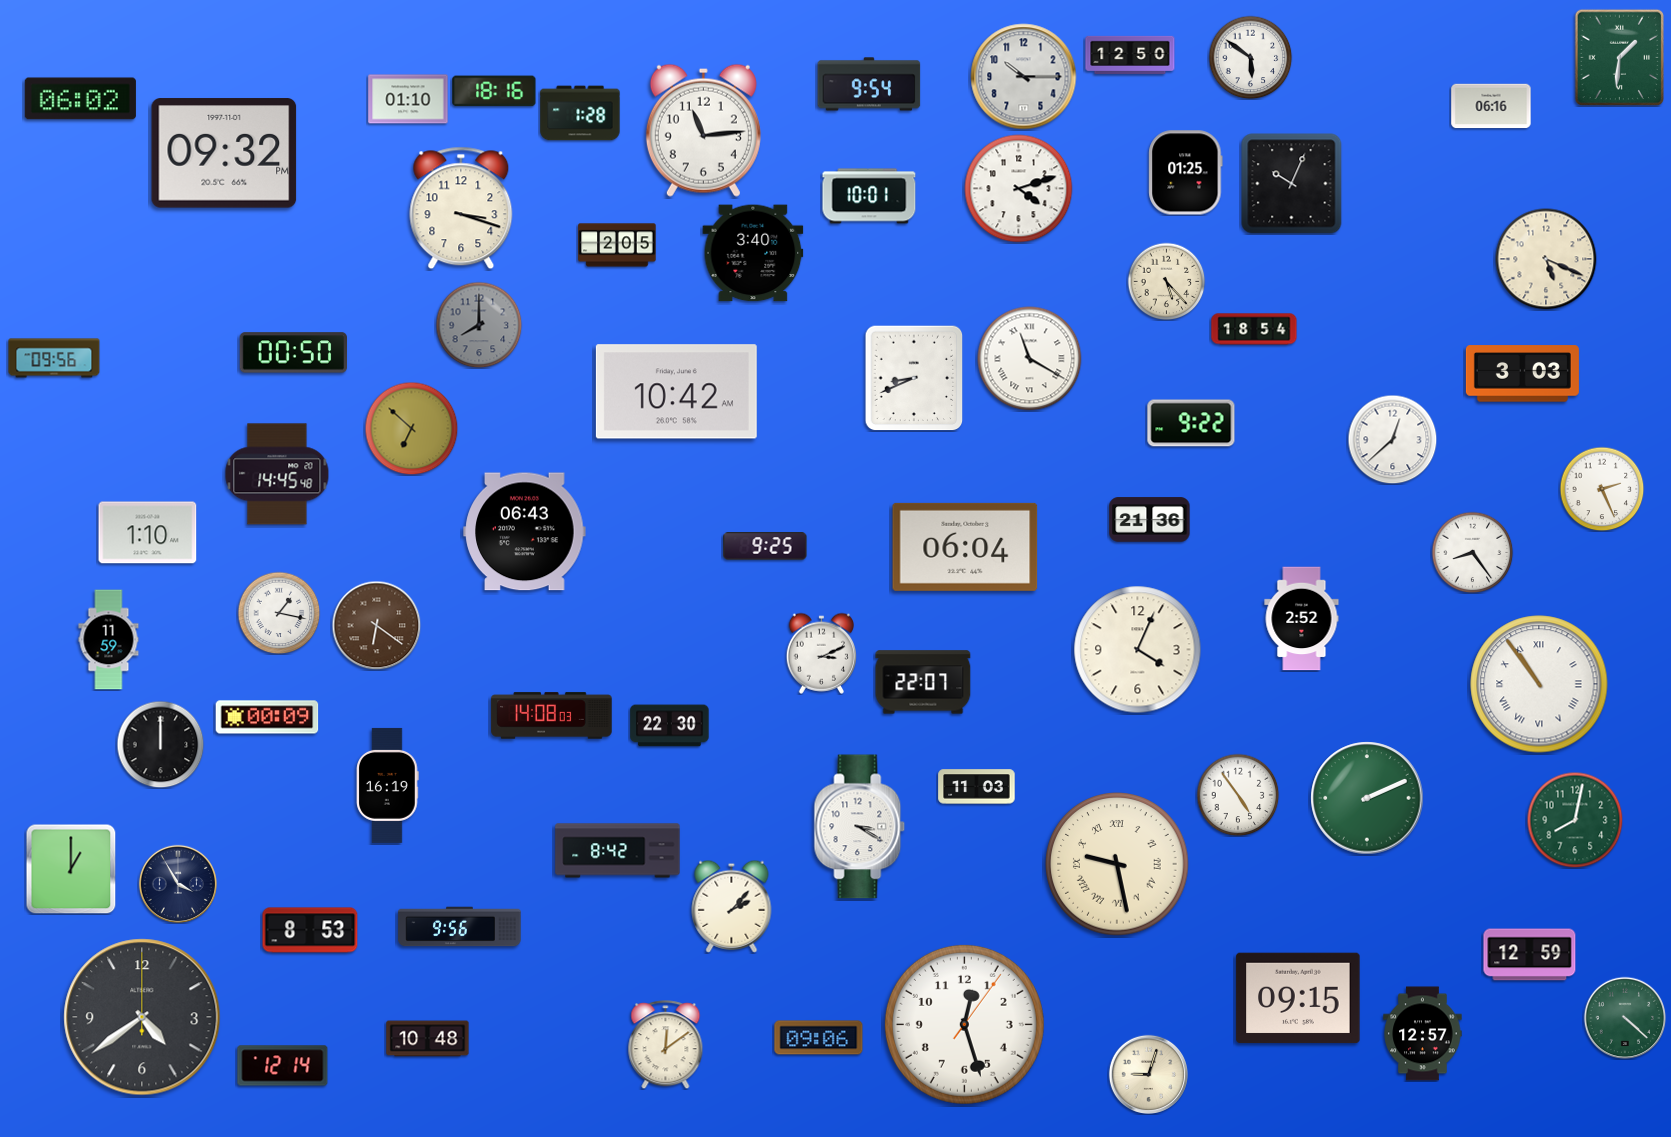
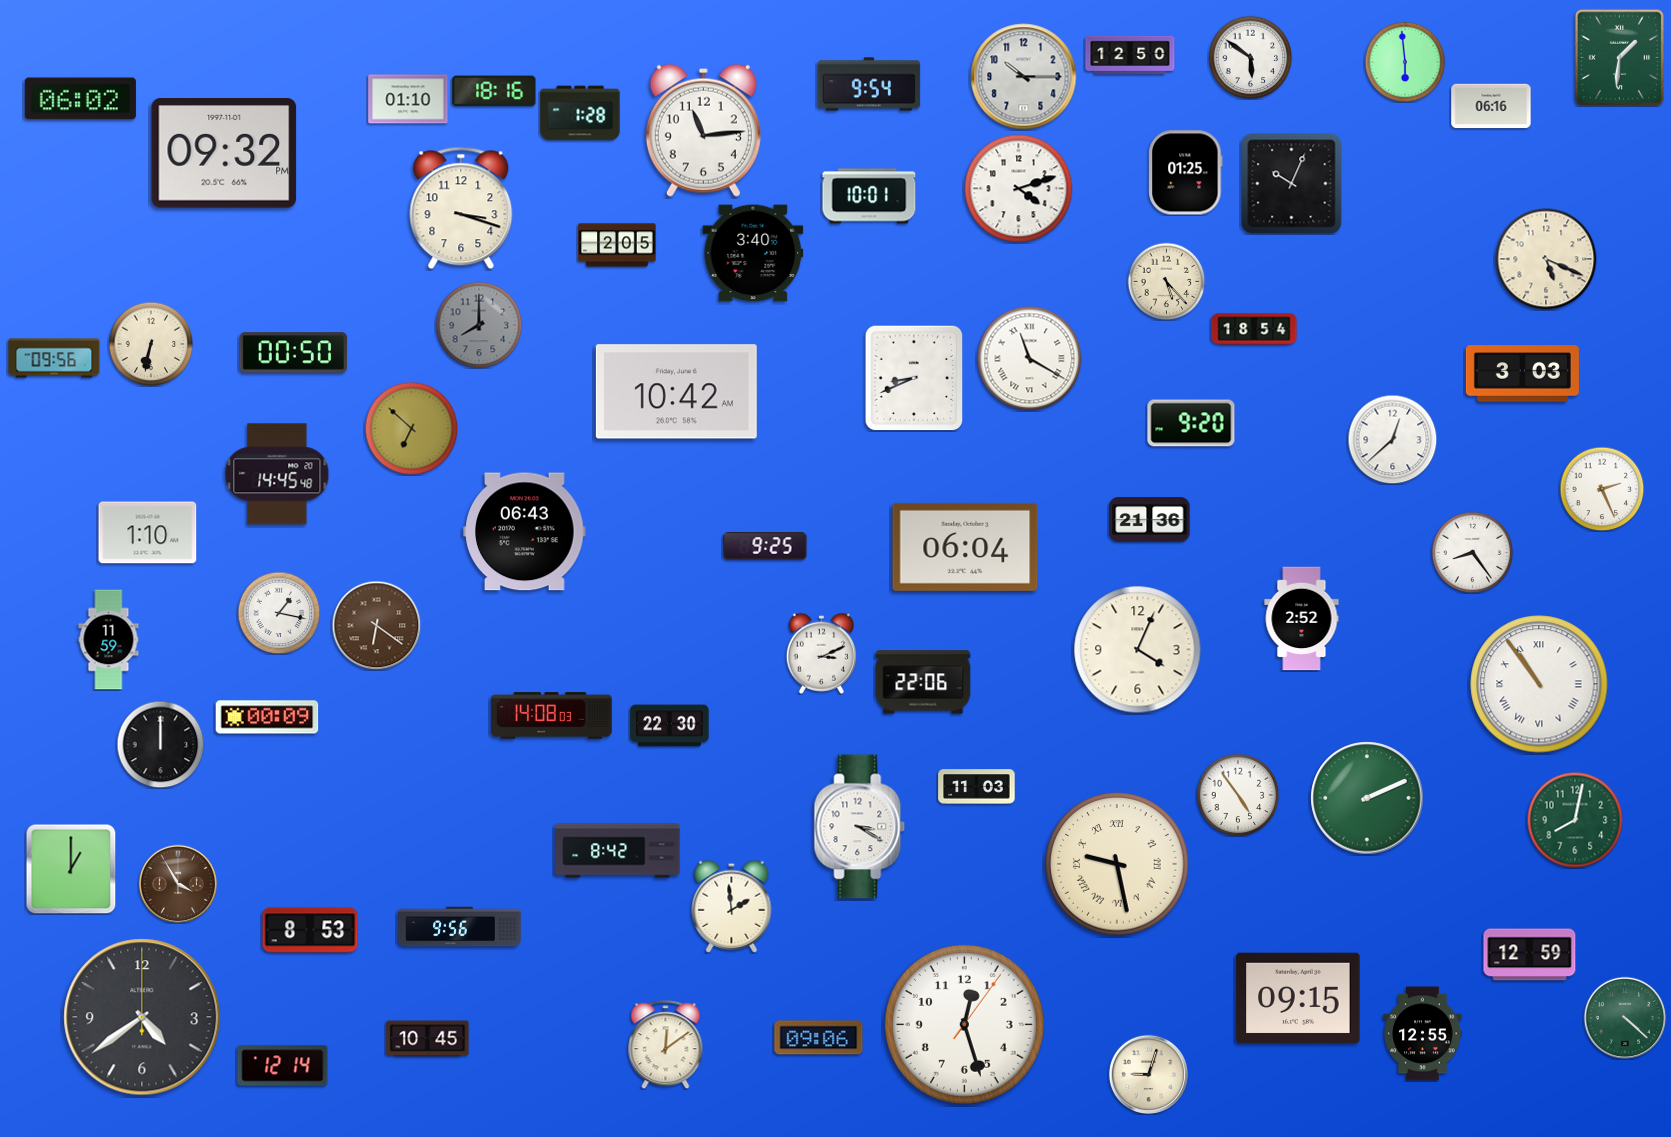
clock at (1405, 62): none -> 5:59
clock at (151, 344): none -> 6:32
clock at (1191, 423): 9:22 -> 9:20
clock at (923, 682): 22:07 -> 22:06
clock at (388, 785): 16:19 -> none
clock at (178, 884) dial: navy -> brown
clock at (732, 906): 2:07 -> 1:59
clock at (1423, 1034): 12:57 -> 12:55
clock at (428, 1039): 10:48 -> 10:45
